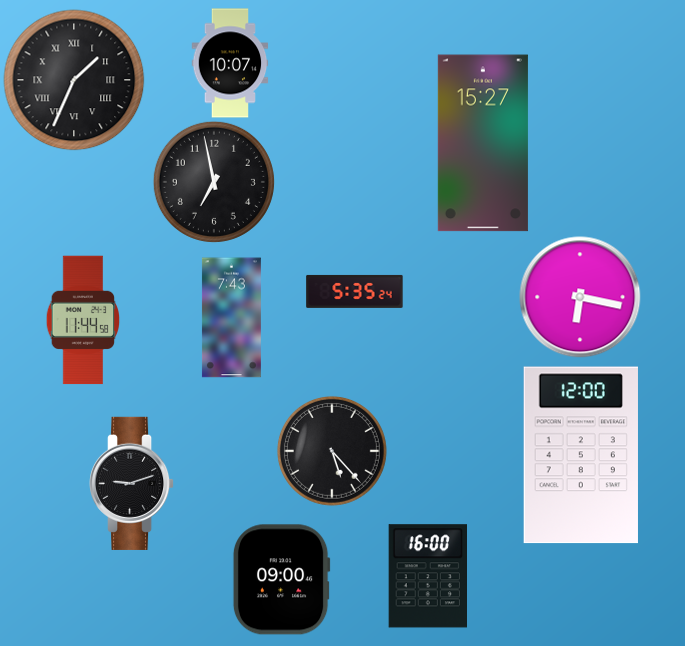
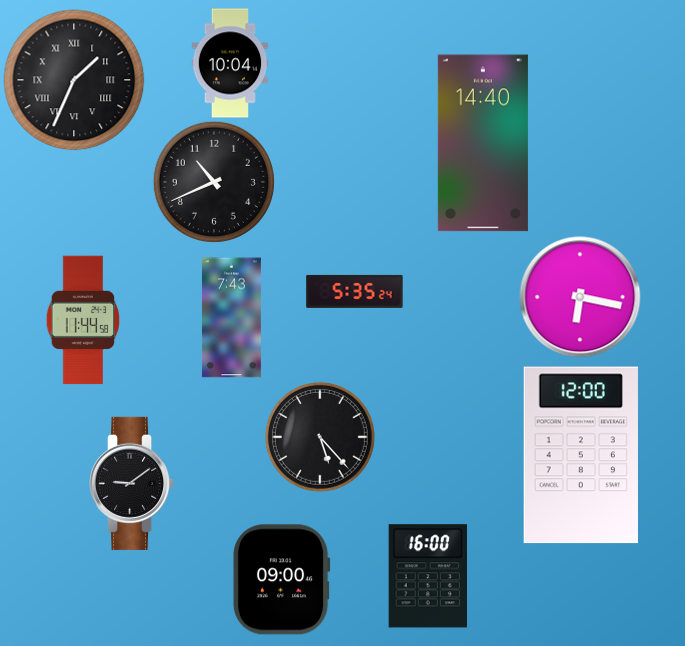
clock at (230, 63): 10:07 -> 10:04
clock at (483, 143): 15:27 -> 14:40
clock at (214, 182): 6:58 -> 10:41
clock at (332, 451) position: (332, 451) -> (320, 437)
clock at (133, 483): 9:12 -> 9:09
